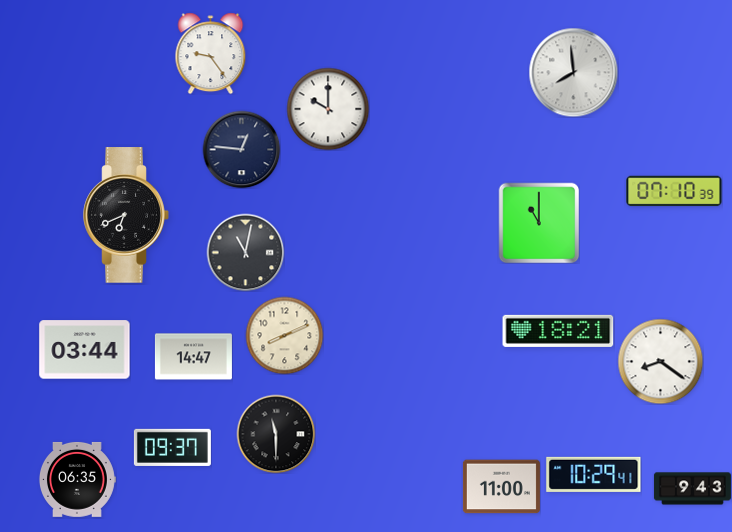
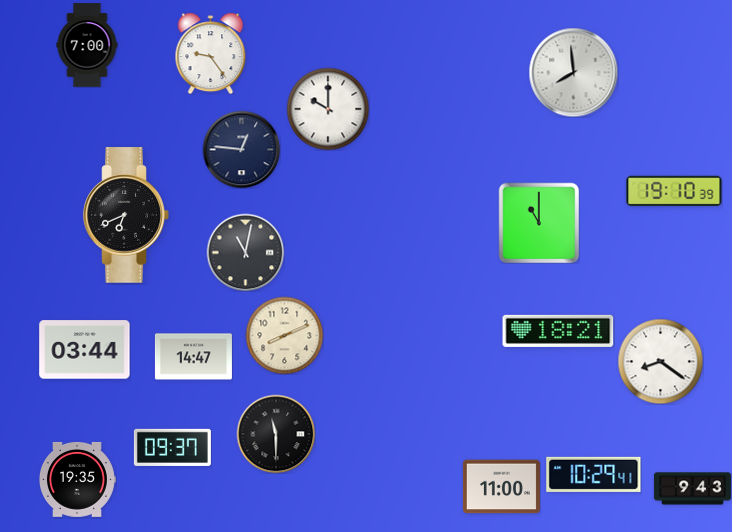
clock at (87, 45): none -> 7:00
clock at (674, 191): 07:10 -> 19:10
clock at (77, 479): 06:35 -> 19:35
